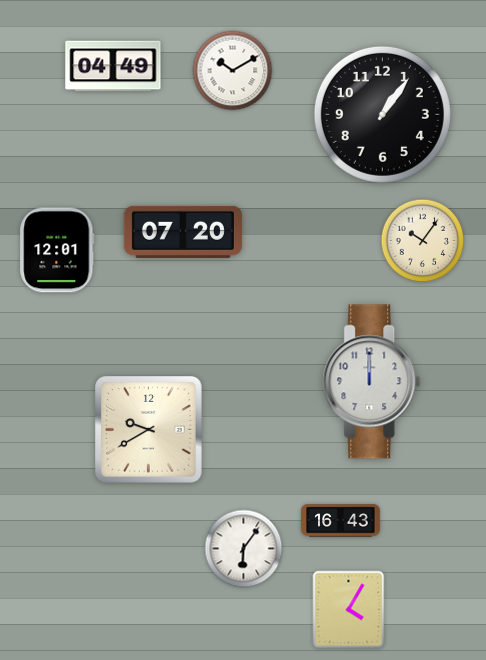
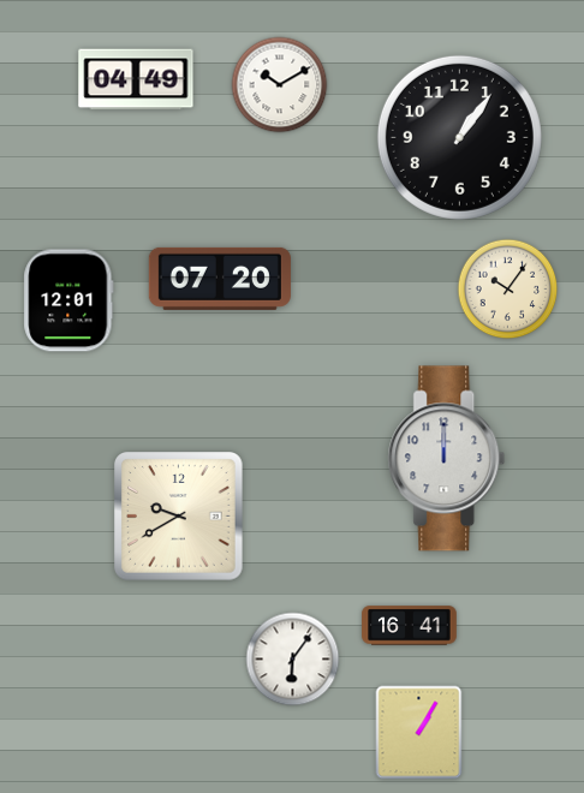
clock at (341, 521): 16:43 -> 16:41
clock at (349, 610): 4:05 -> 1:05
